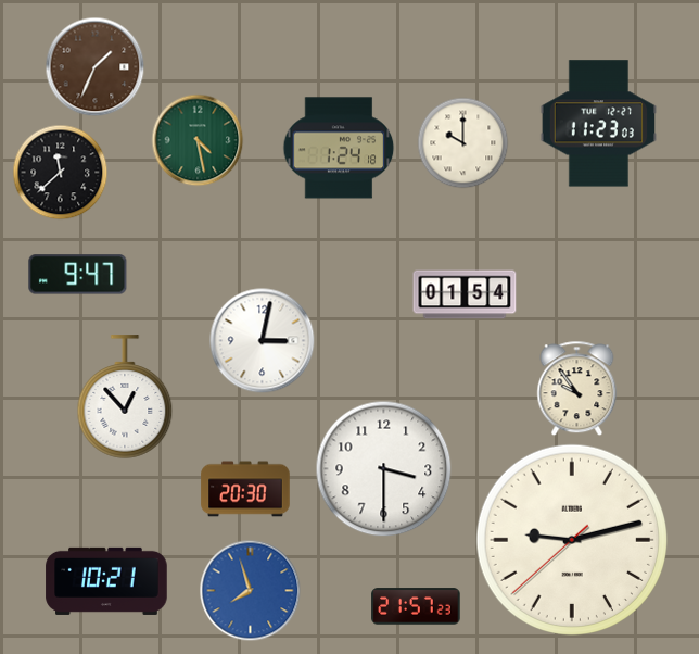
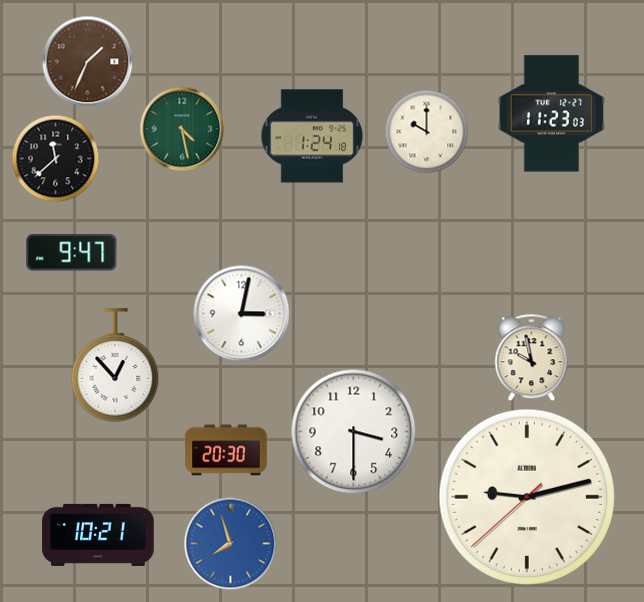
clock at (465, 294): 01:54 -> none
clock at (577, 389): 9:54 -> 9:58
clock at (416, 606): 21:57 -> none
